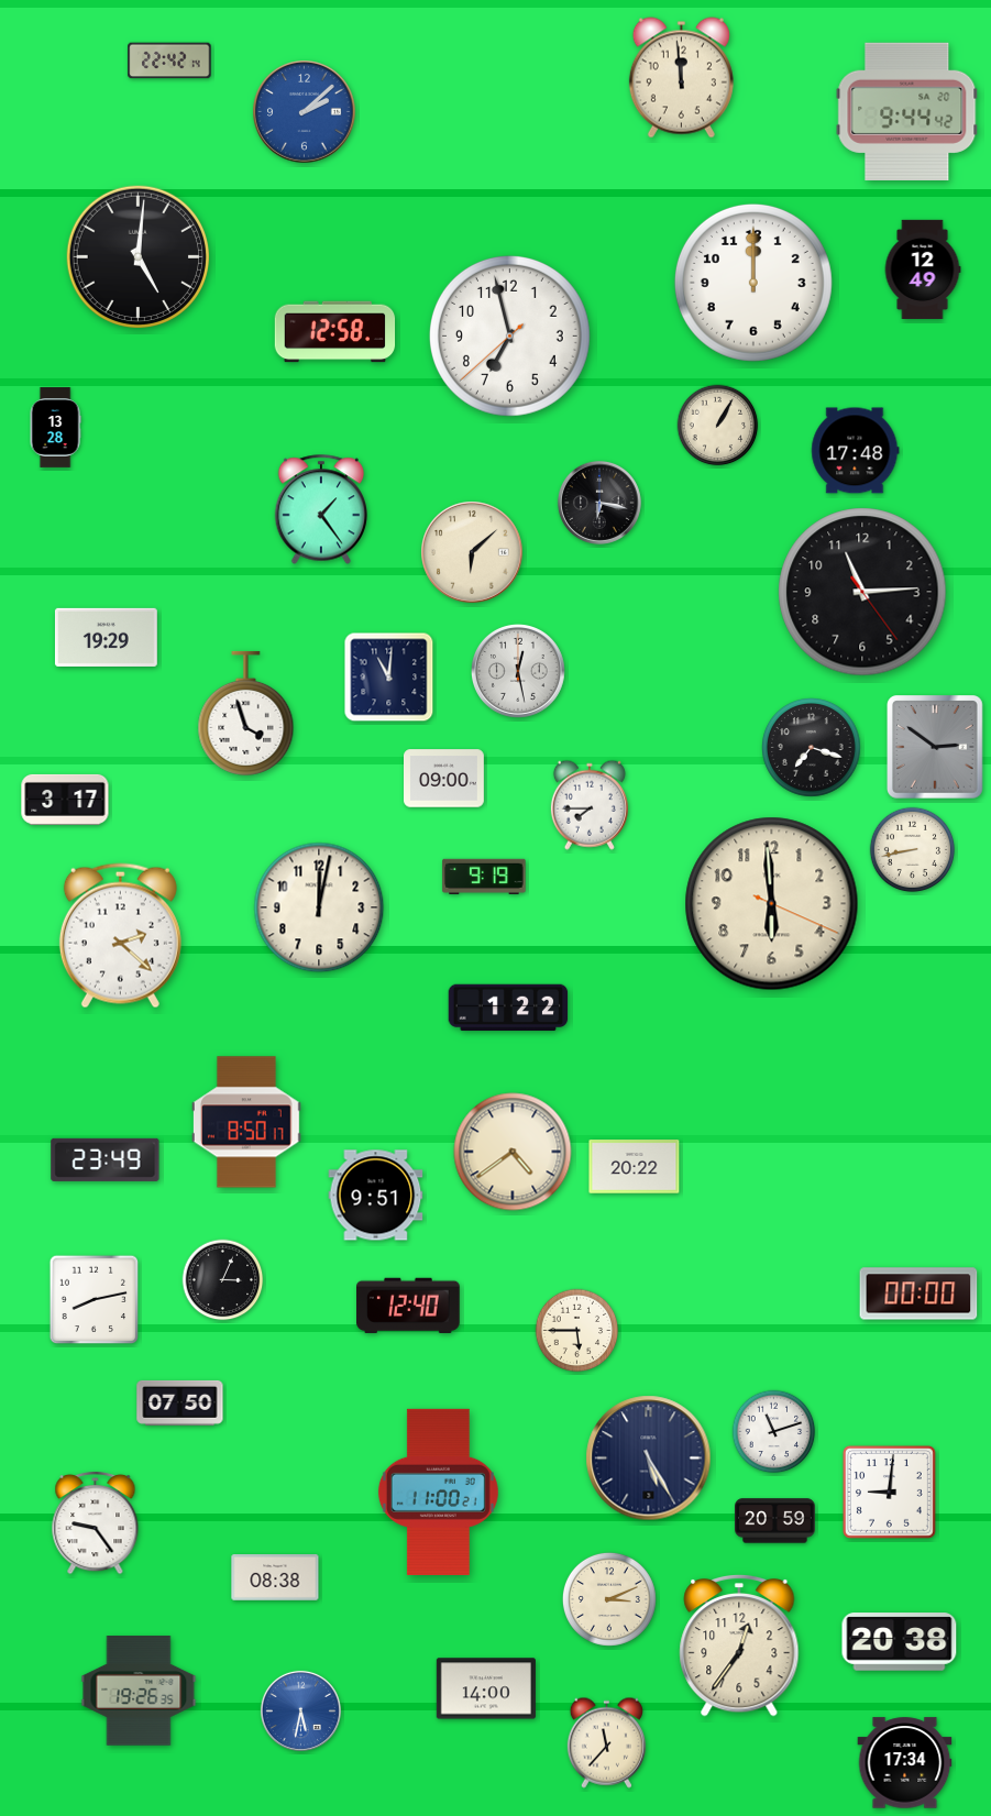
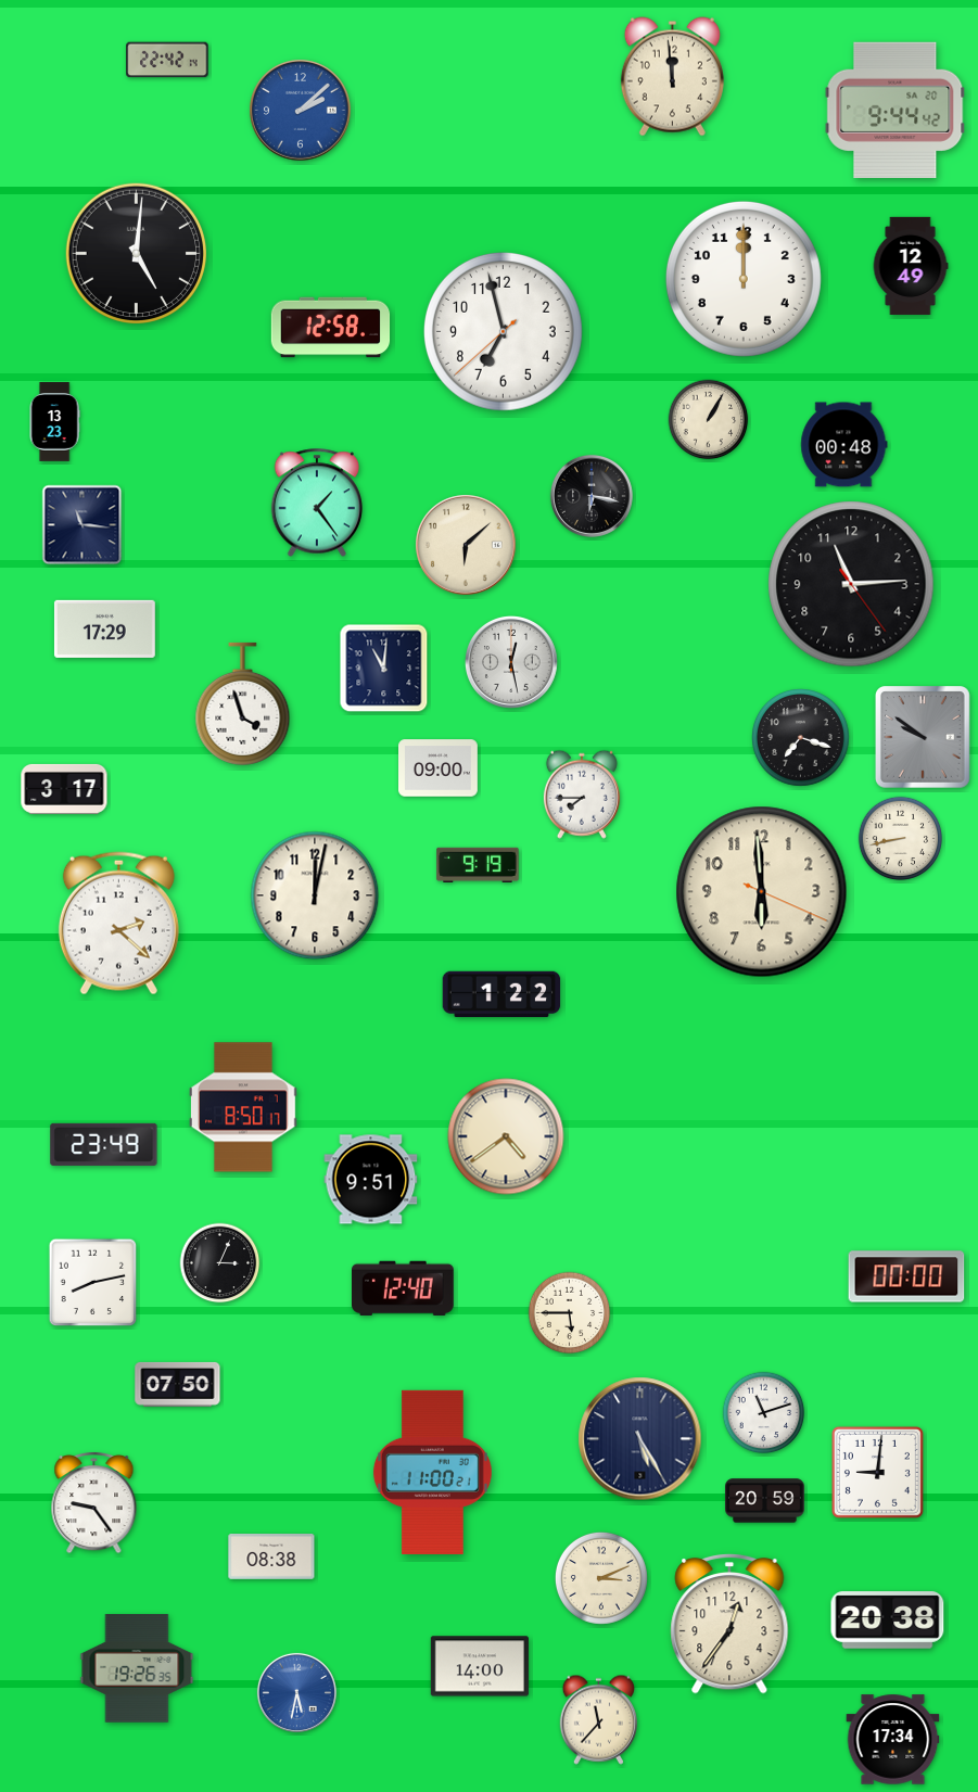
clock at (55, 428): 13:28 -> 13:23
clock at (856, 451): 17:48 -> 00:48
clock at (82, 525): none -> 11:16
clock at (106, 637): 19:29 -> 17:29
clock at (936, 747): 2:51 -> 9:51
clock at (635, 1167): 20:22 -> none
clock at (300, 1710) position: (300, 1710) -> (296, 1692)
